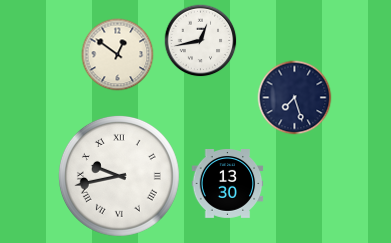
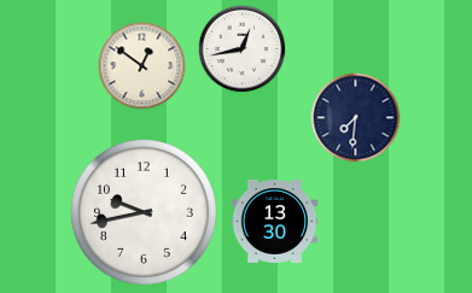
clock at (295, 98): 7:27 -> 7:31
clock at (119, 176) numerals: Roman -> Arabic
